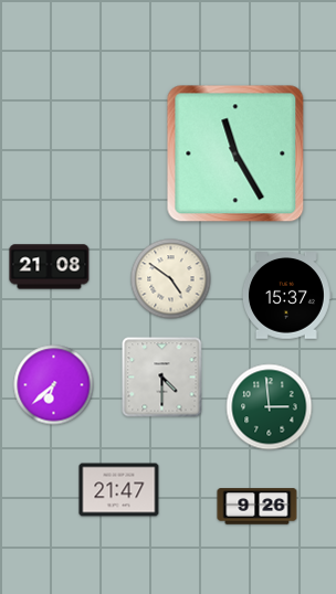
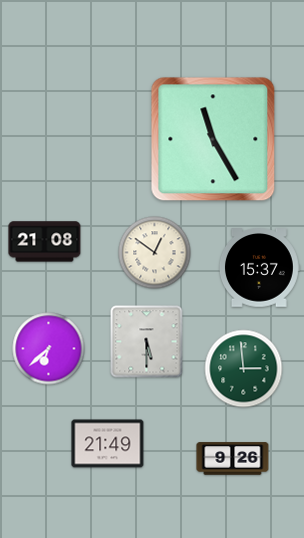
clock at (171, 279): 4:51 -> 12:51
clock at (162, 378): 4:30 -> 5:30
clock at (119, 490): 21:47 -> 21:49
